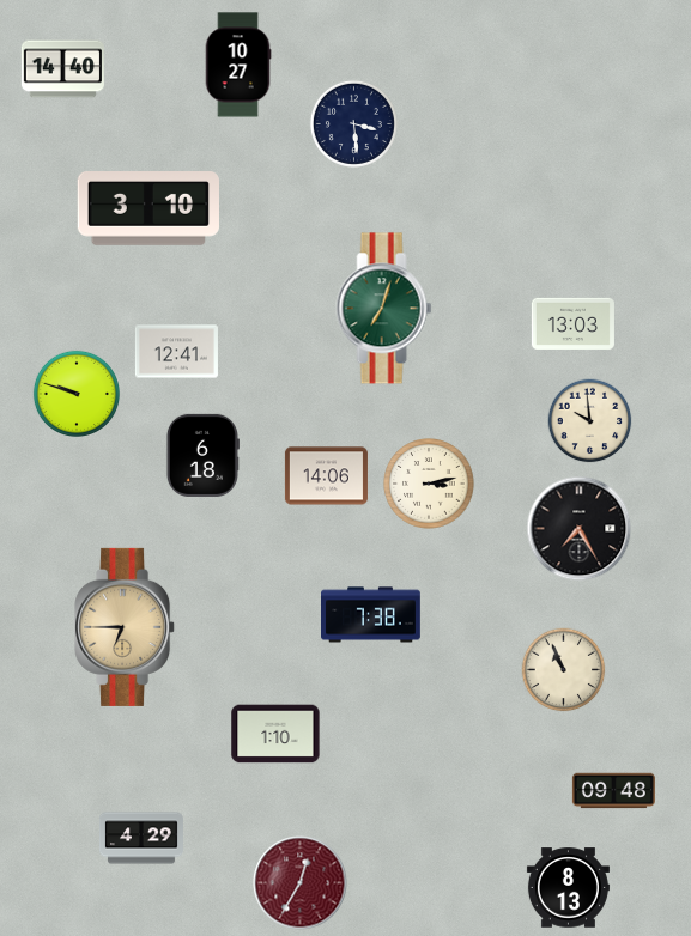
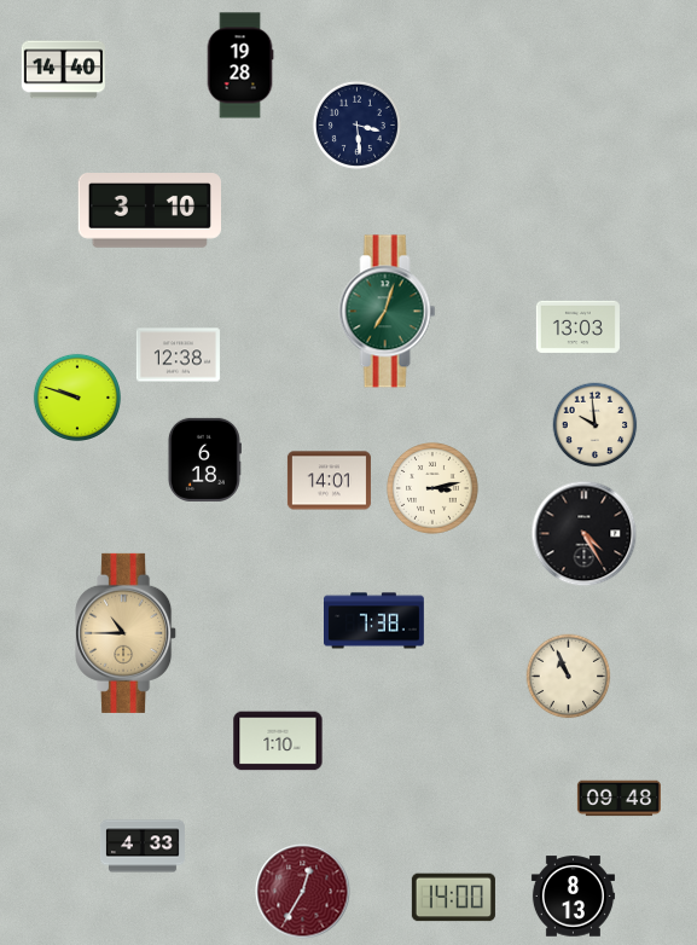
clock at (238, 65): 10:27 -> 19:28
clock at (176, 352): 12:41 -> 12:38
clock at (326, 476): 14:06 -> 14:01
clock at (580, 529): 7:25 -> 4:25
clock at (126, 627): 6:45 -> 10:45
clock at (141, 838): 4:29 -> 4:33
clock at (453, 898): none -> 14:00
